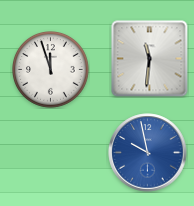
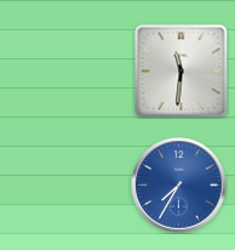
clock at (51, 70): 11:57 -> none
clock at (148, 153): 9:58 -> 7:35
